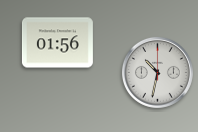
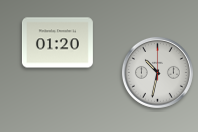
clock at (57, 43): 01:56 -> 01:20
